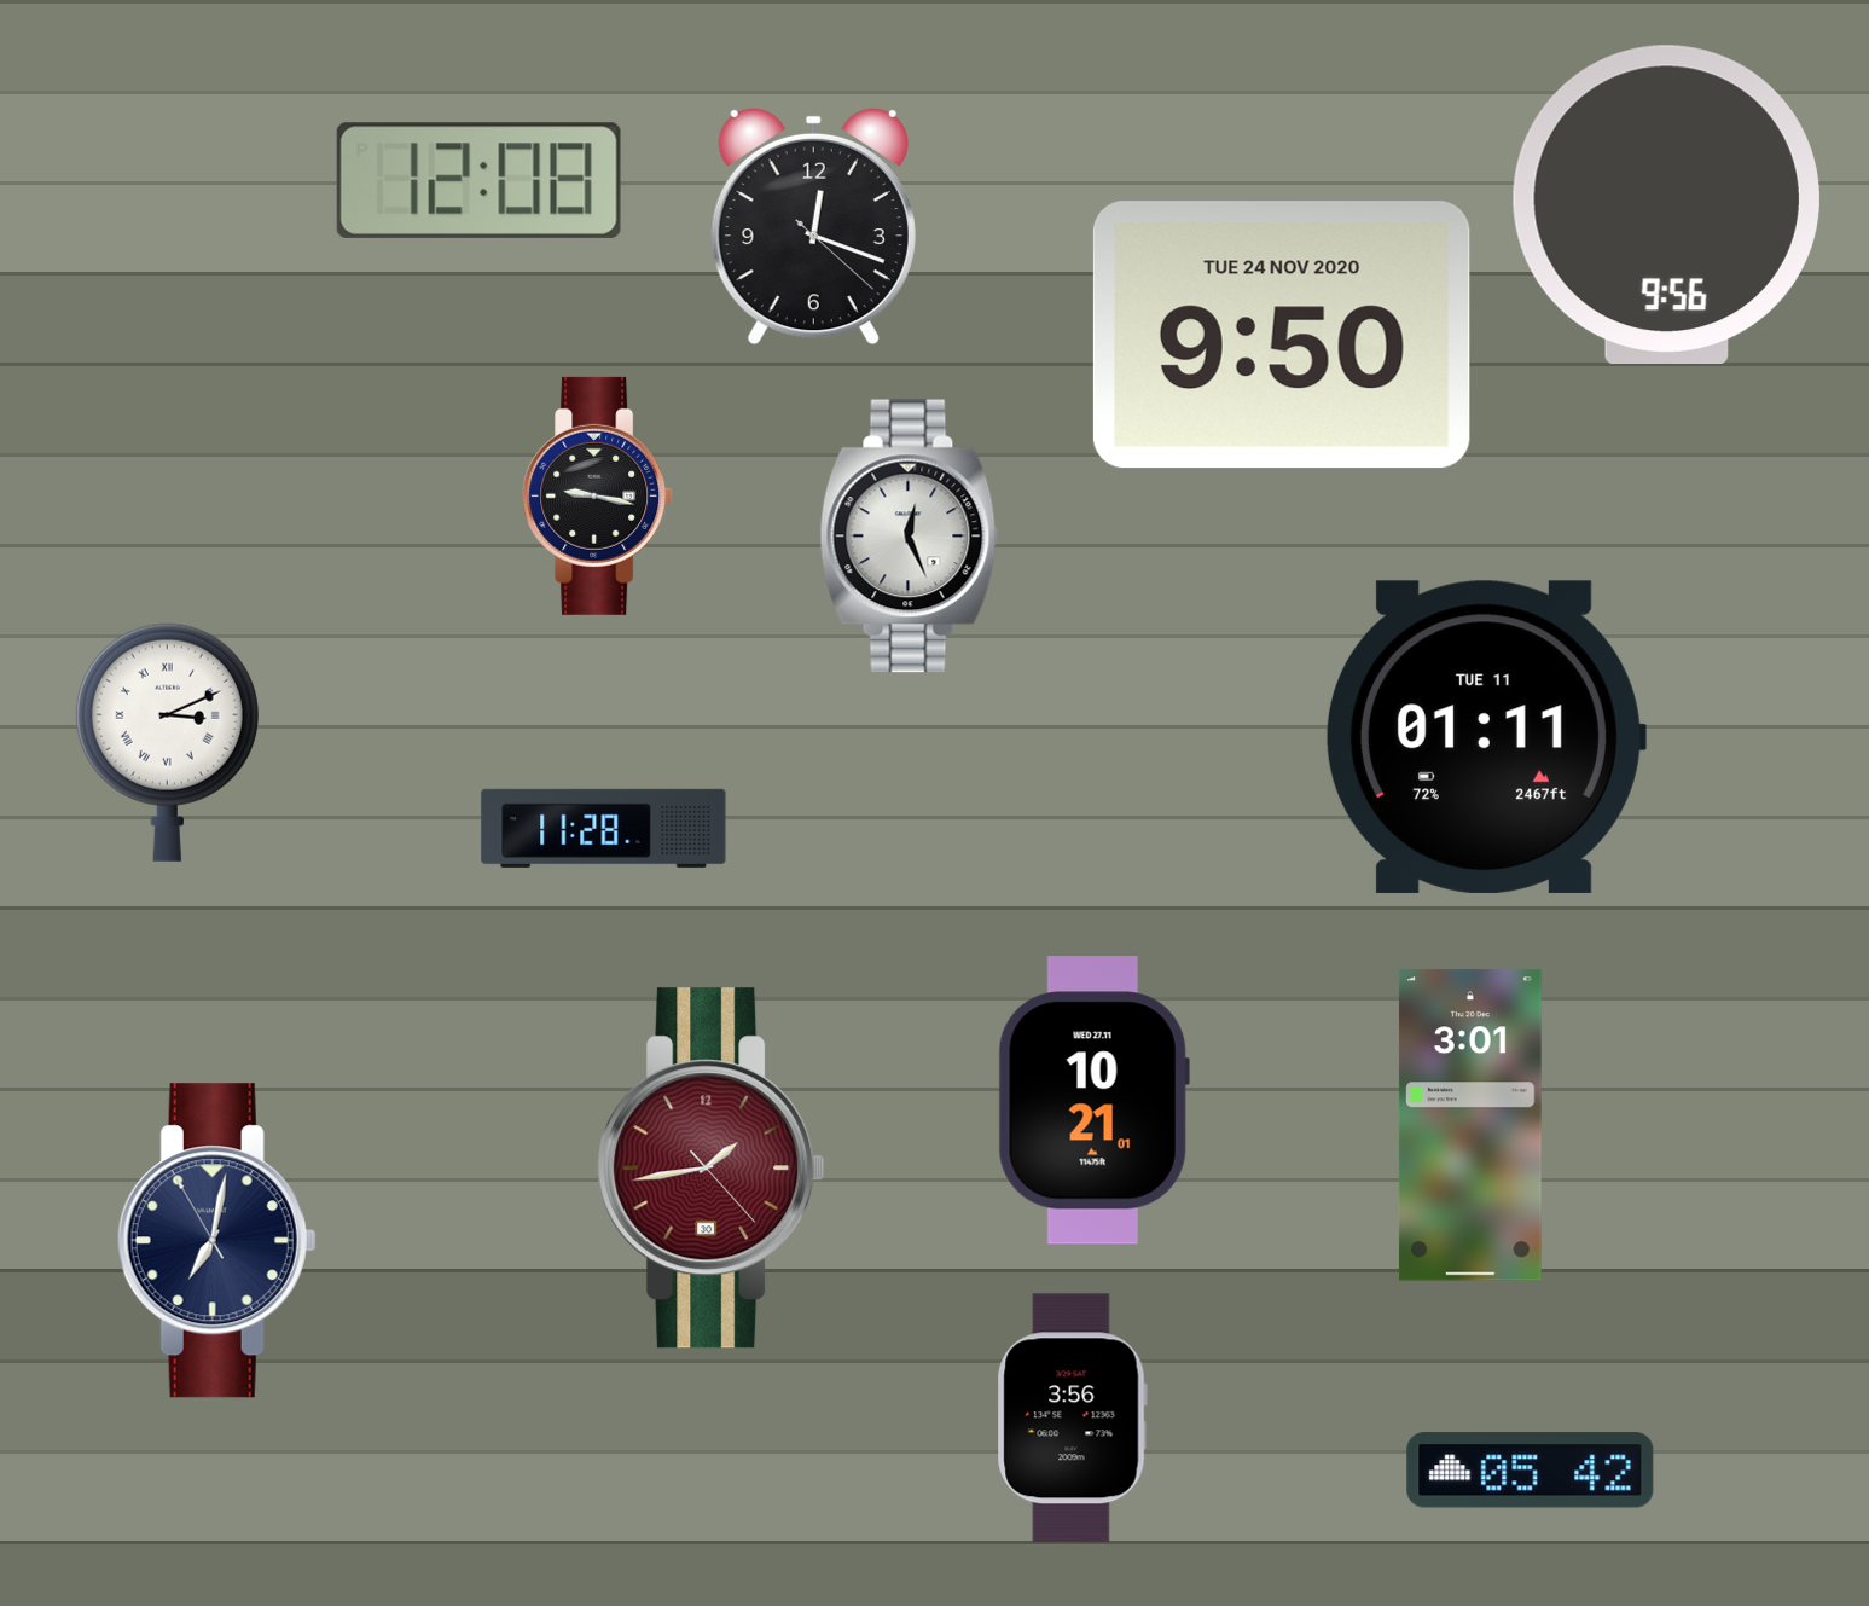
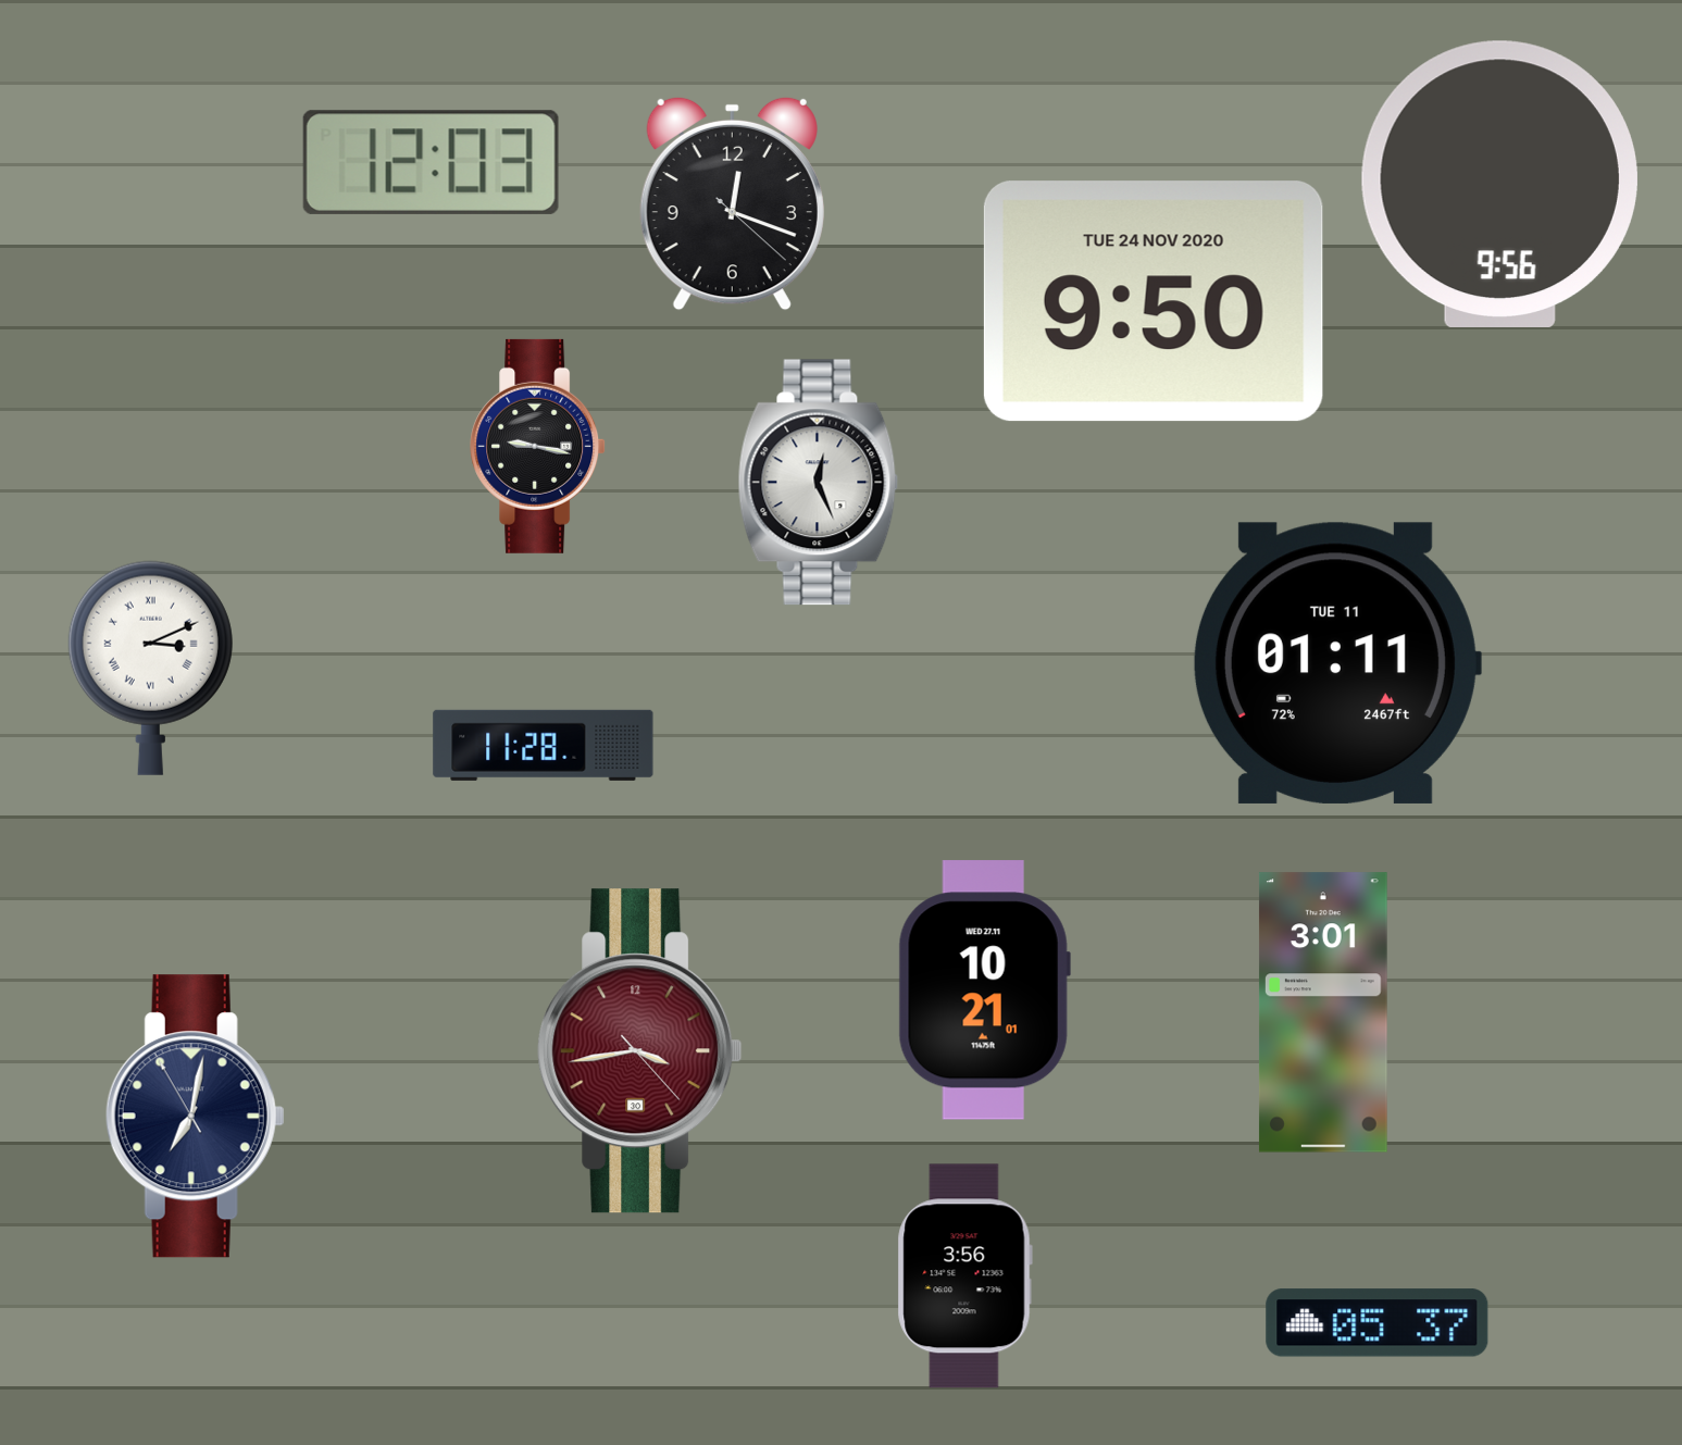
clock at (478, 180): 12:08 -> 12:03
clock at (712, 1169): 1:43 -> 3:43
clock at (1531, 1471): 05:42 -> 05:37
